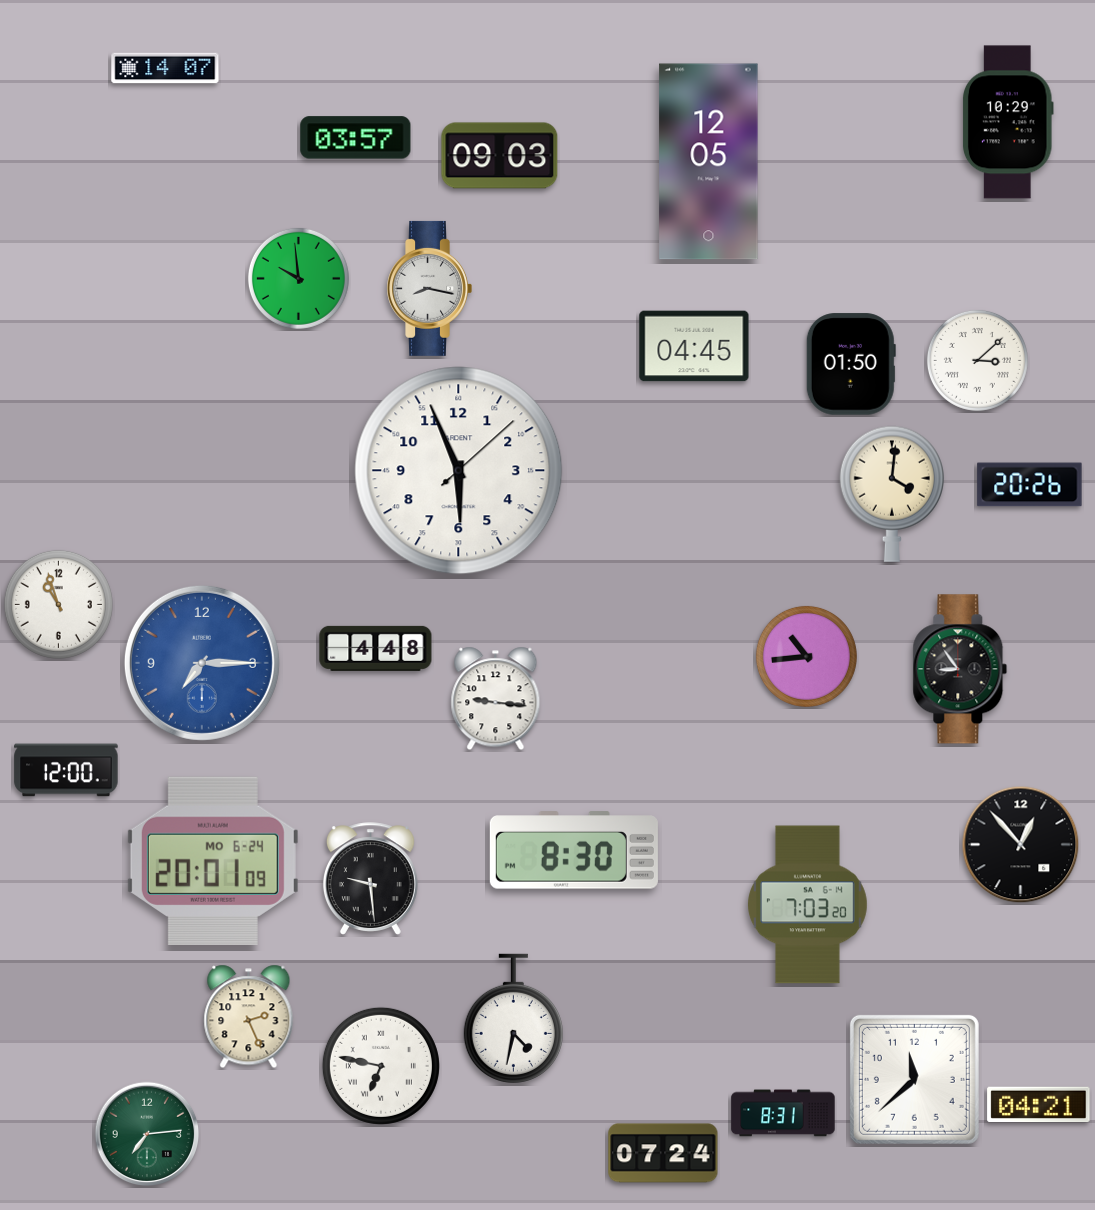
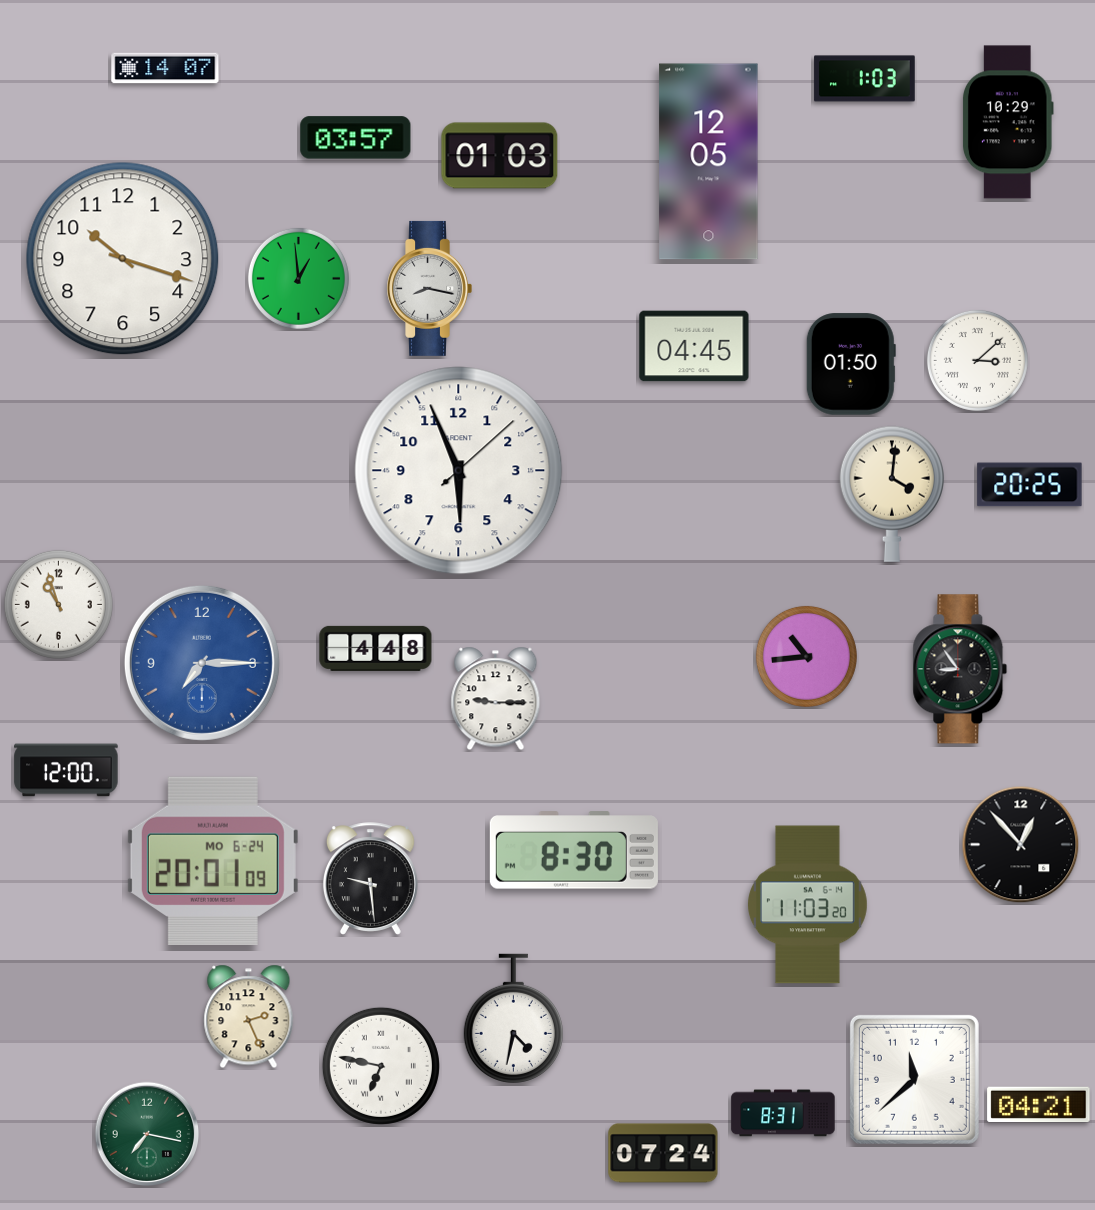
clock at (865, 79): none -> 1:03
clock at (500, 156): 09:03 -> 01:03
clock at (123, 259): none -> 10:18
clock at (298, 278): 9:59 -> 12:59
clock at (1030, 485): 20:26 -> 20:25
clock at (496, 699): 9:16 -> 9:15
clock at (808, 905): 7:03 -> 11:03
clock at (147, 1134): 7:14 -> 7:17
